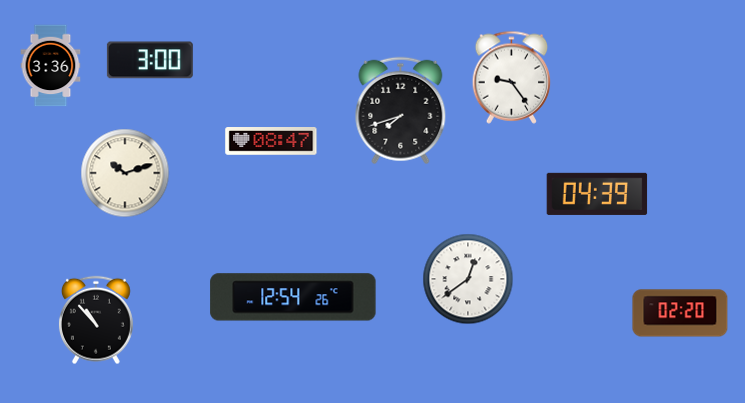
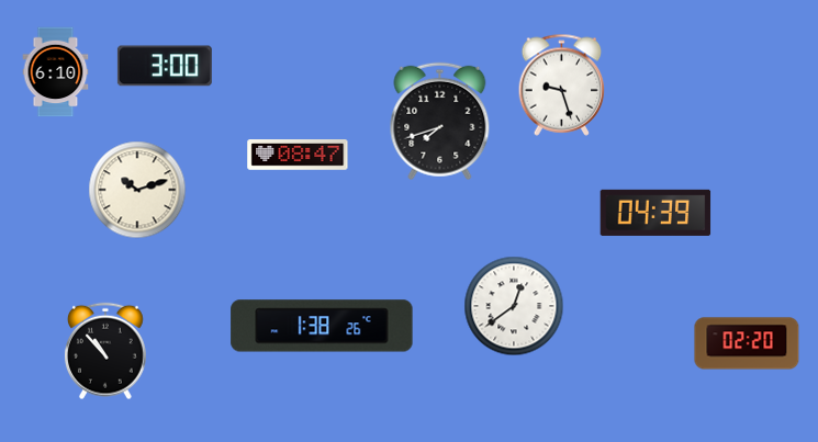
clock at (51, 66): 3:36 -> 6:10
clock at (512, 77): 9:24 -> 9:27
clock at (293, 297): 12:54 -> 1:38
